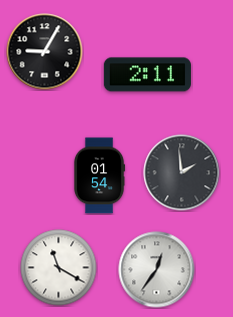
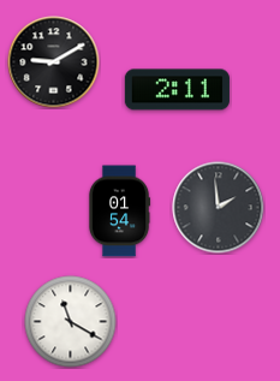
clock at (45, 52): 9:05 -> 9:10
clock at (157, 270): 12:36 -> none
